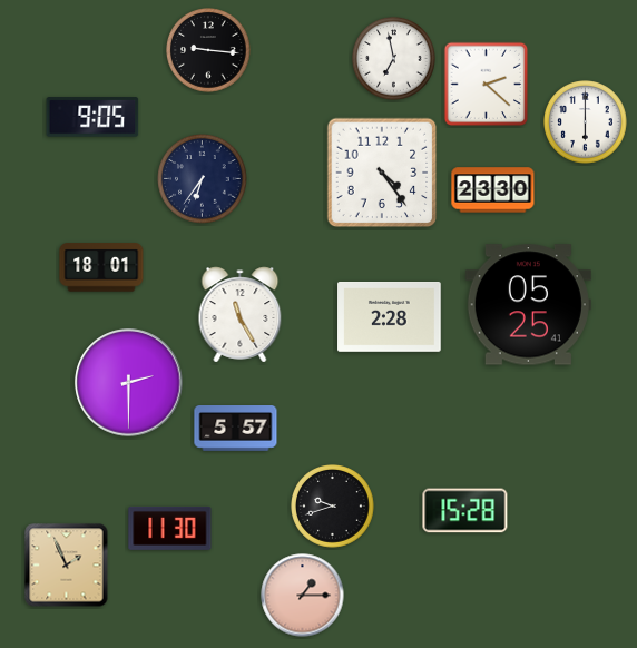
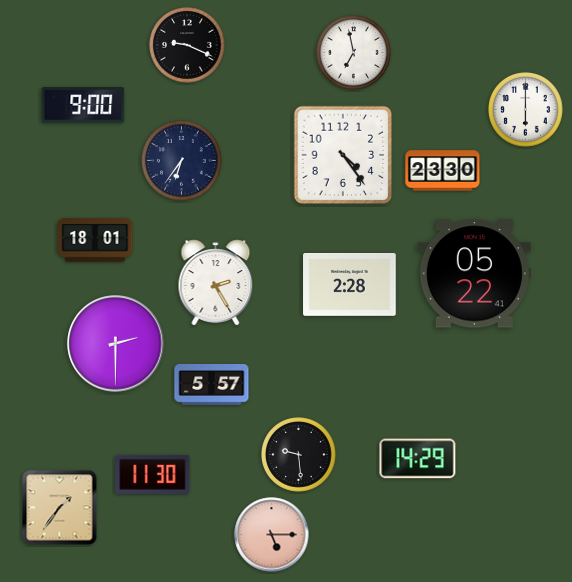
clock at (208, 50): 9:16 -> 9:19
clock at (487, 85): 2:22 -> none
clock at (92, 117): 9:05 -> 9:00
clock at (101, 267) position: (101, 267) -> (95, 240)
clock at (528, 305): 05:25 -> 05:22
clock at (241, 315): 11:25 -> 2:25
clock at (333, 507): 9:42 -> 9:29
clock at (465, 511): 15:28 -> 14:29
clock at (67, 566): 1:56 -> 1:36
clock at (303, 596): 1:15 -> 5:15
